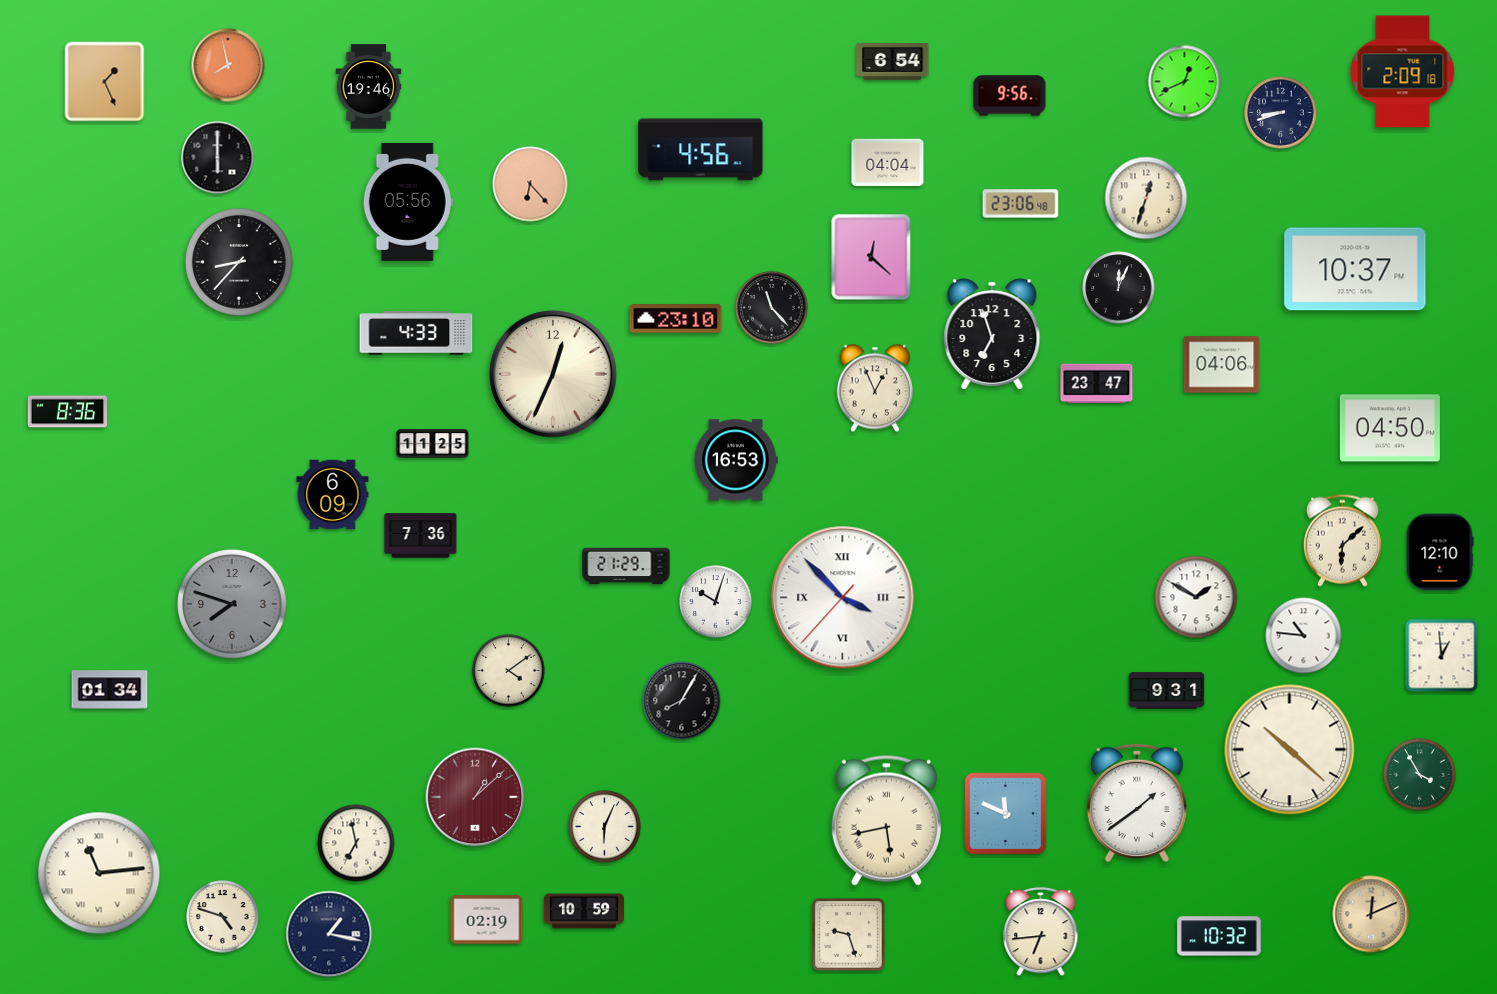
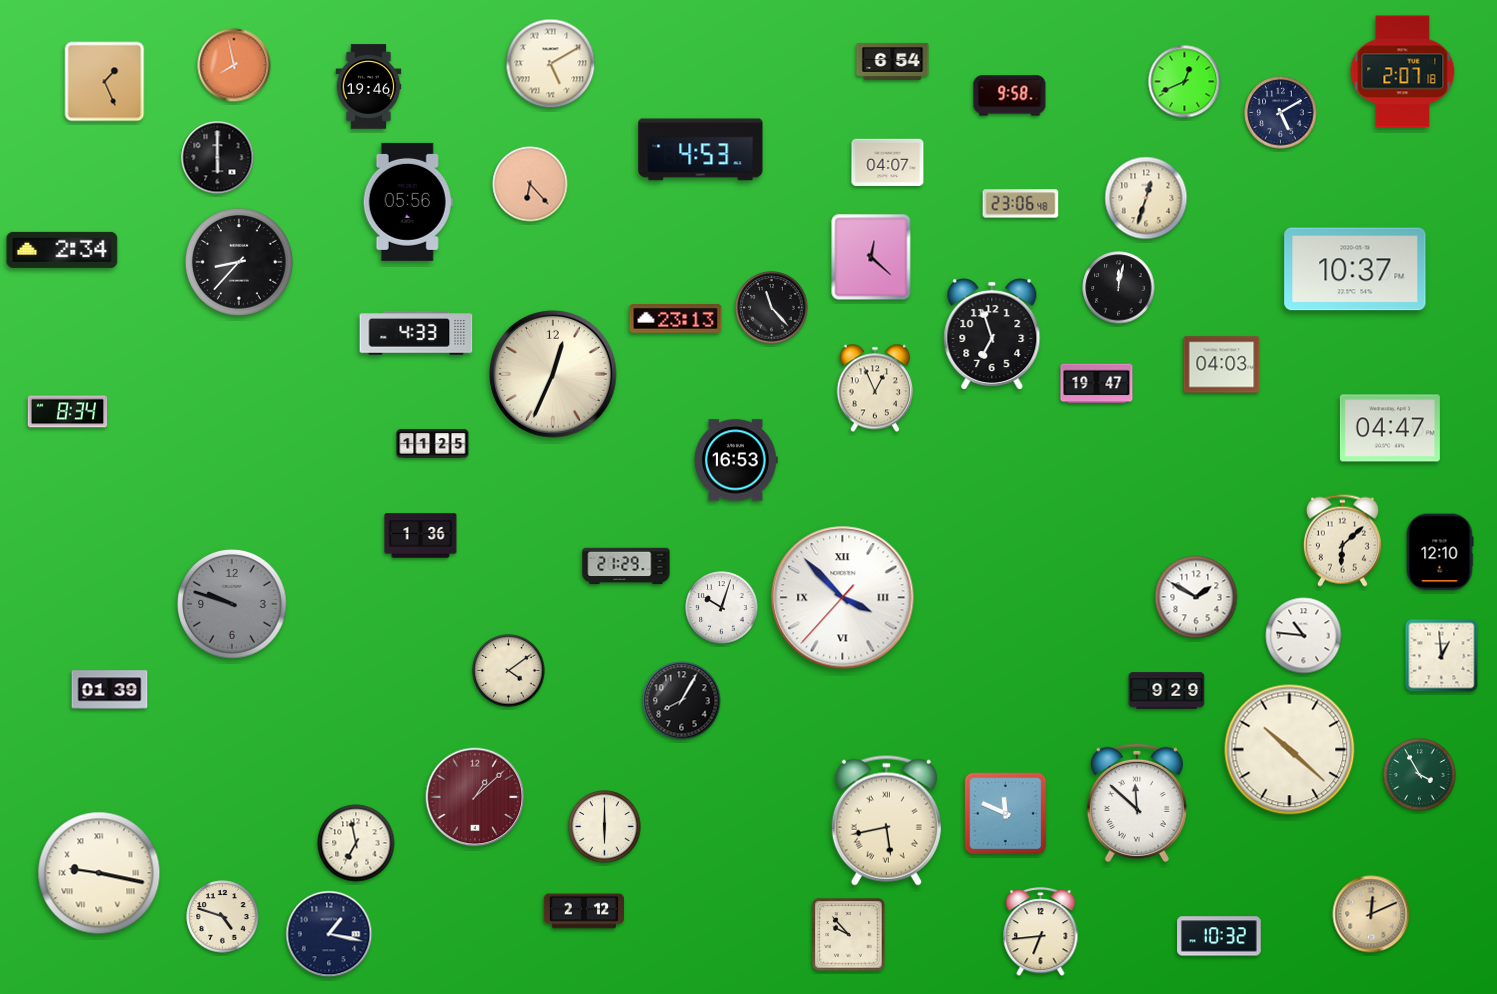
clock at (551, 64): none -> 5:10
clock at (228, 65) position: (228, 65) -> (234, 65)
clock at (1403, 72): 2:09 -> 2:07
clock at (1010, 96): 9:56 -> 9:58
clock at (1281, 113): 8:42 -> 5:10
clock at (701, 150): 4:56 -> 4:53
clock at (888, 163): 04:04 -> 04:07
clock at (62, 250): none -> 2:34
clock at (1119, 288): 12:04 -> 12:02
clock at (676, 319): 23:10 -> 23:13
clock at (1222, 365): 04:06 -> 04:03
clock at (1097, 384): 23:47 -> 19:47
clock at (68, 412): 8:36 -> 8:34
clock at (1390, 428): 04:50 -> 04:47
clock at (333, 495): 6:09 -> none
clock at (421, 536): 7:36 -> 1:36
clock at (716, 602) position: (716, 602) -> (722, 608)
clock at (232, 604): 7:48 -> 9:48
clock at (110, 690): 01:34 -> 01:39
clock at (1167, 691): 9:31 -> 9:29
clock at (1137, 802): 1:39 -> 11:52
clock at (605, 827): 6:04 -> 6:00
clock at (99, 873): 11:14 -> 9:17
clock at (584, 911): 10:59 -> 2:12
clock at (487, 920): 02:19 -> none
clock at (849, 935): 9:27 -> 9:53
